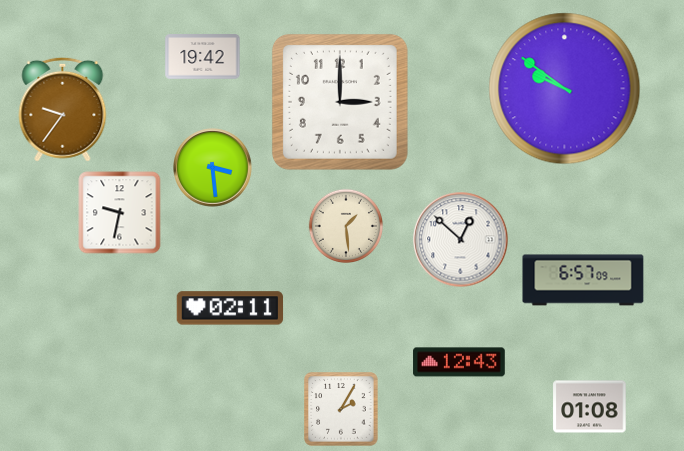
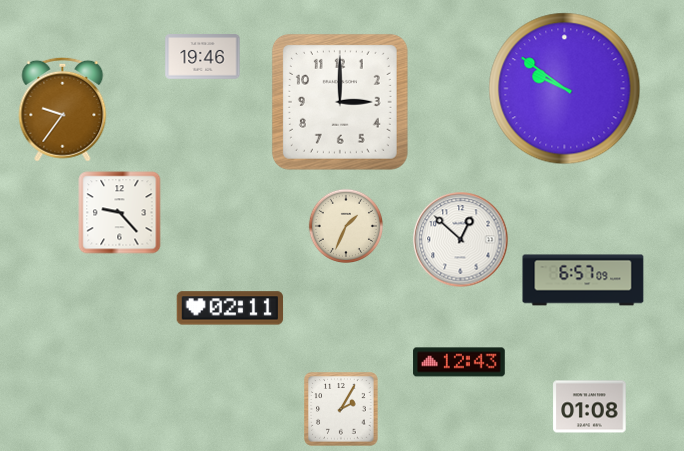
clock at (203, 57): 19:42 -> 19:46
clock at (213, 168): 3:29 -> none
clock at (120, 213): 9:32 -> 9:23
clock at (345, 225): 1:29 -> 1:34
